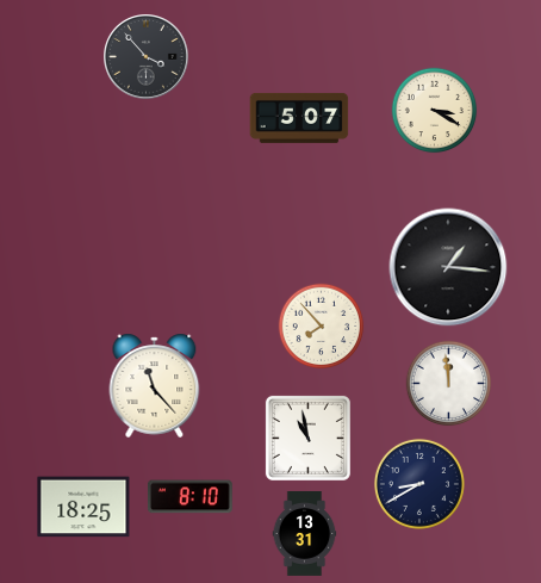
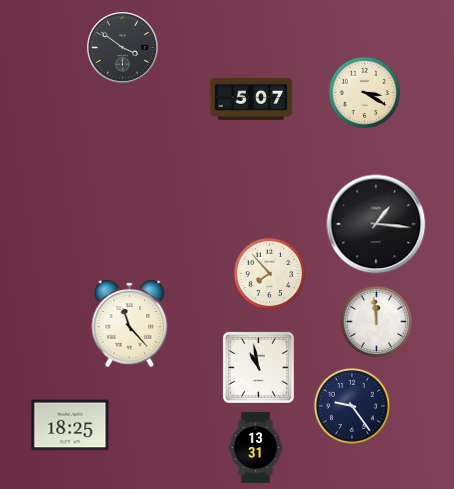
clock at (147, 57): 3:53 -> 3:51
clock at (419, 484): 8:40 -> 9:24
clock at (189, 497): 8:10 -> none
